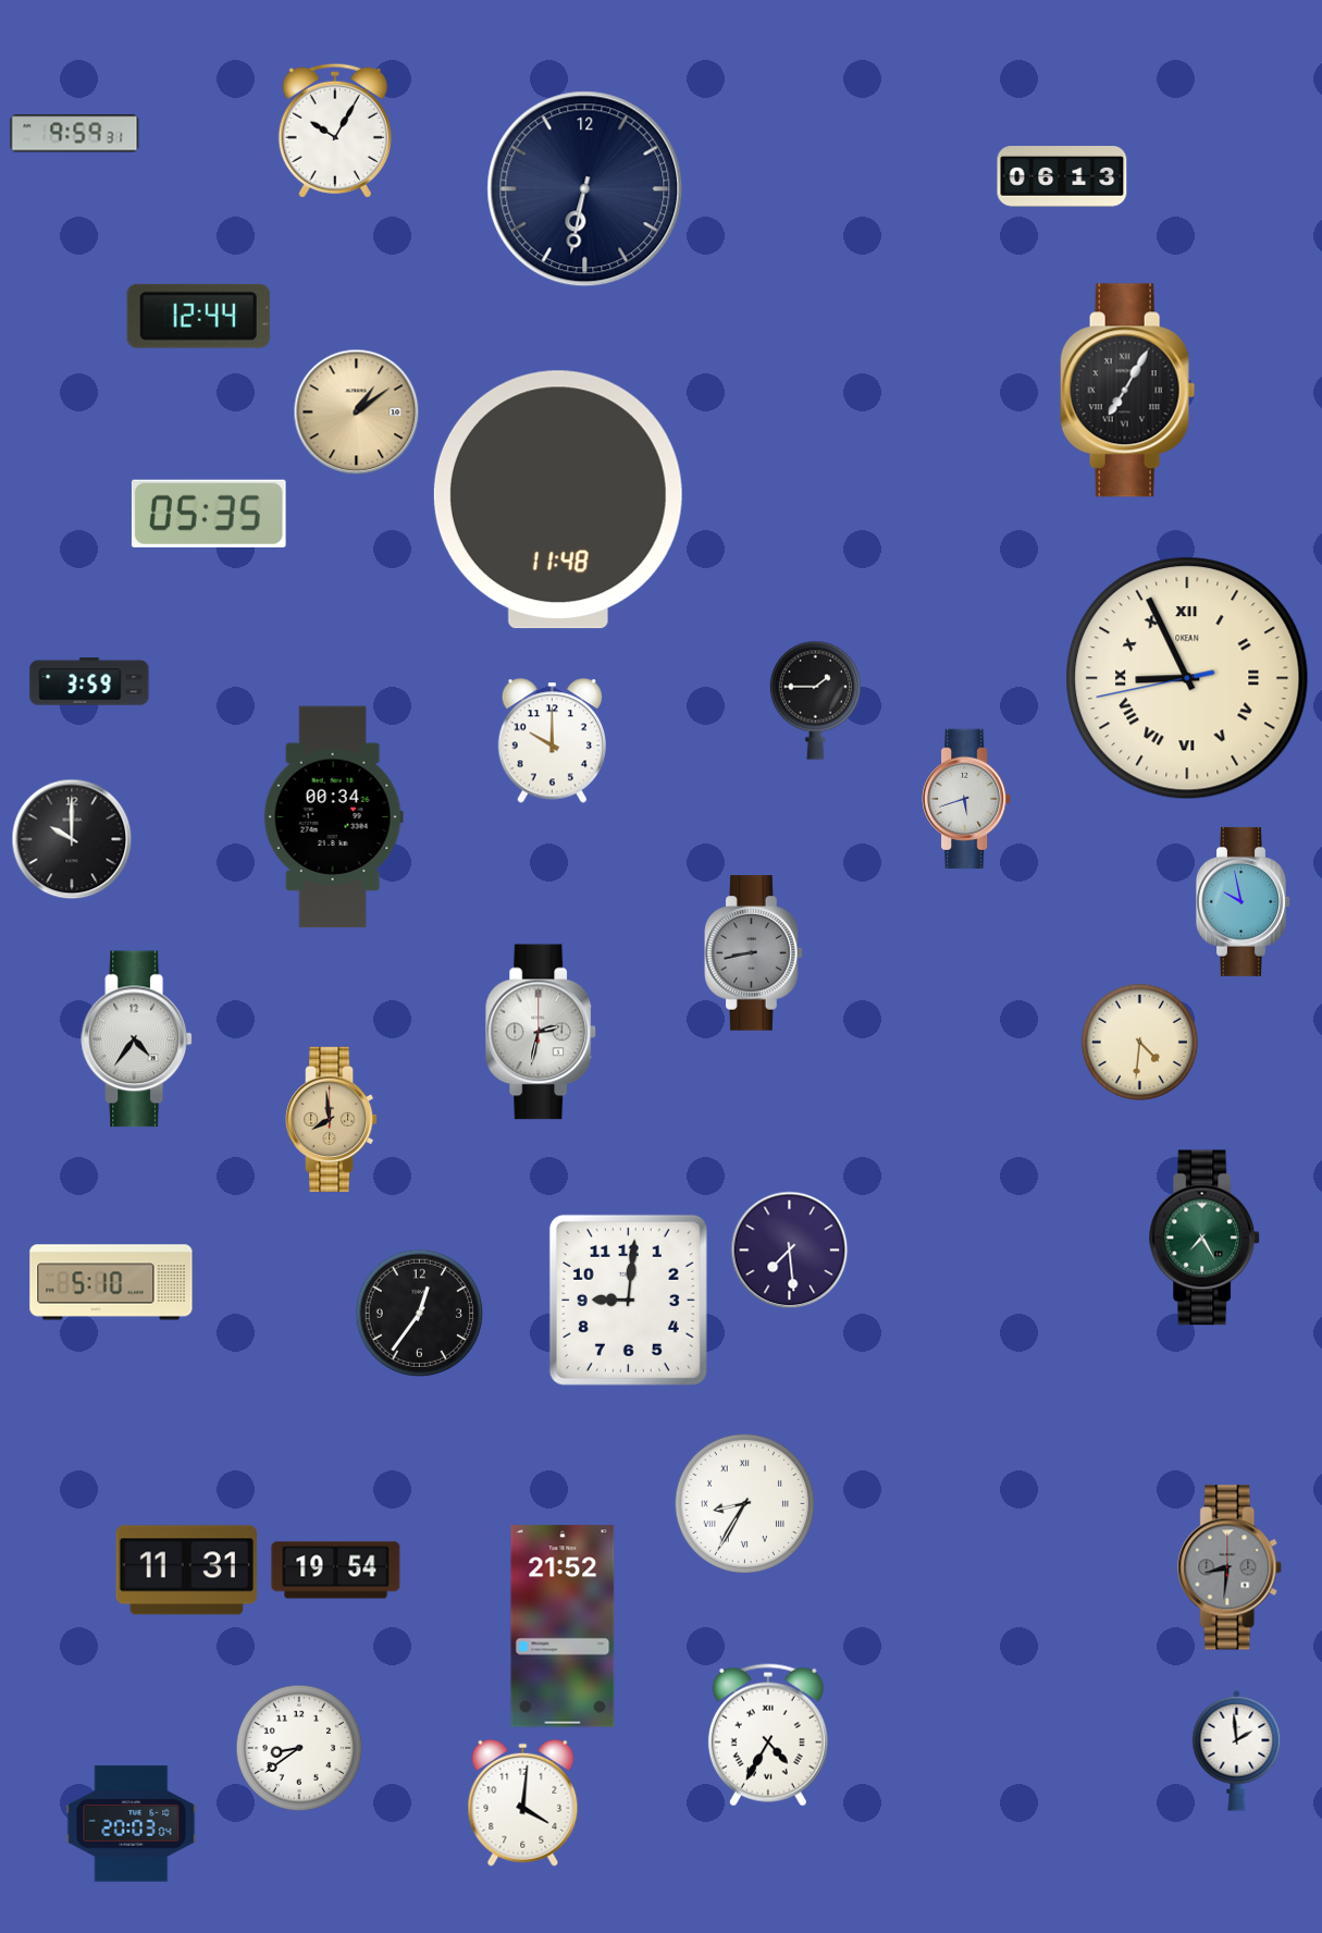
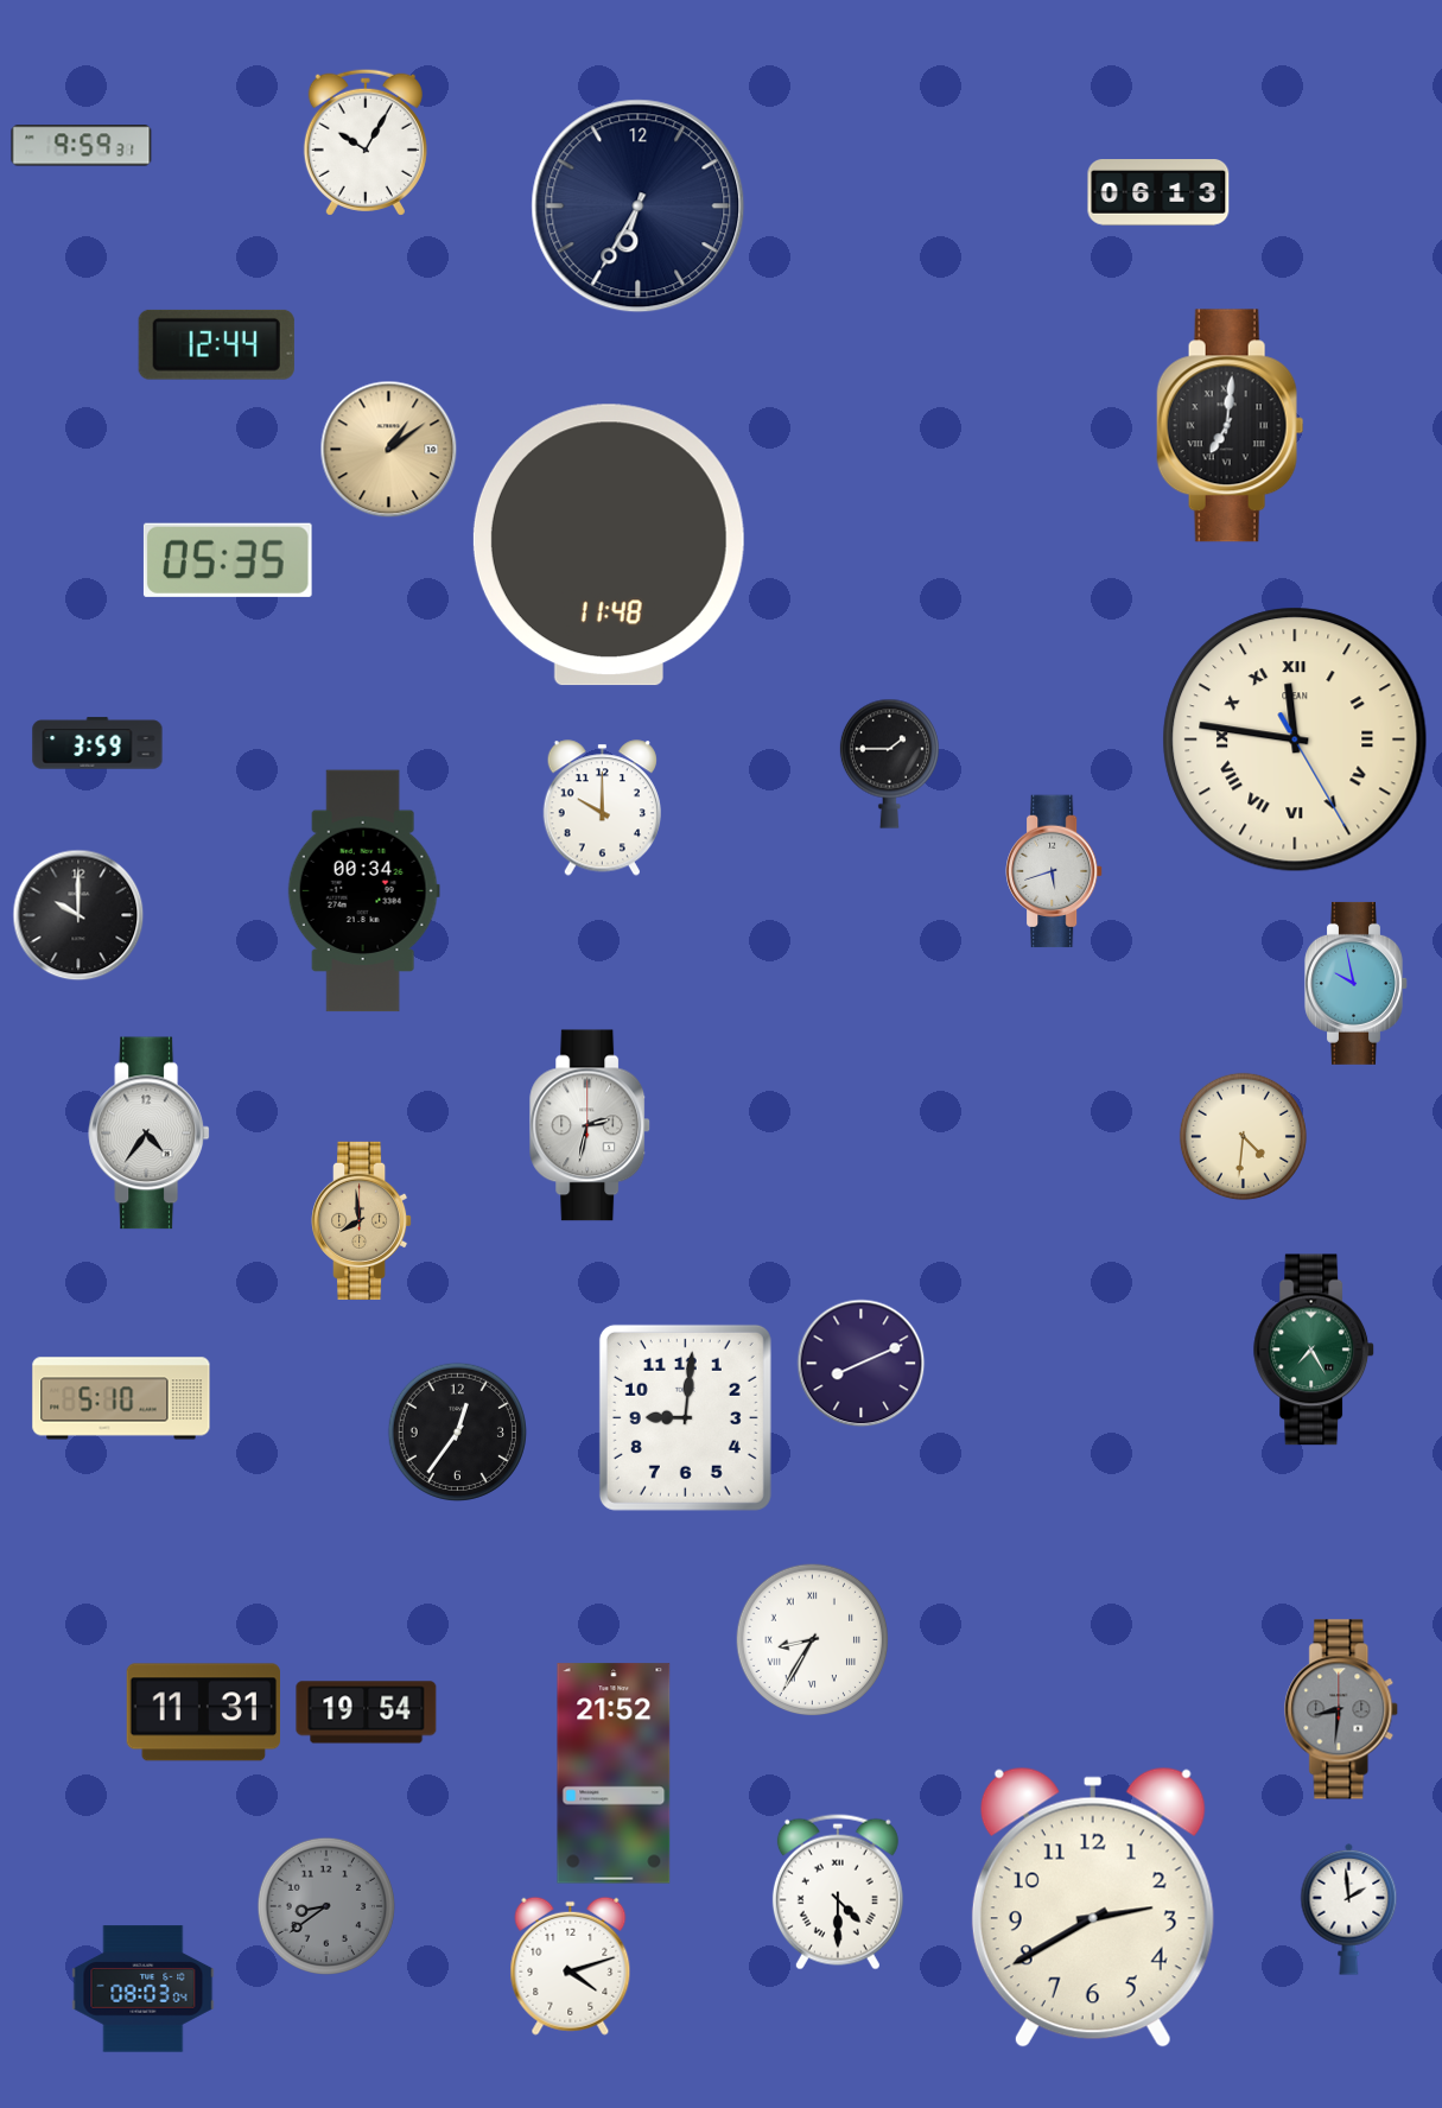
clock at (585, 189): 6:32 -> 6:35
clock at (1128, 391): 7:05 -> 7:01
clock at (1187, 678): 8:55 -> 11:46
clock at (754, 953): 8:43 -> none
clock at (790, 1251): 7:29 -> 8:11
clock at (768, 1735): 4:35 -> 4:30
clock at (299, 1748) dial: white -> grey
clock at (1093, 1907): none -> 2:40
clock at (523, 1802): 4:01 -> 4:12
clock at (132, 1824): 20:03 -> 08:03
